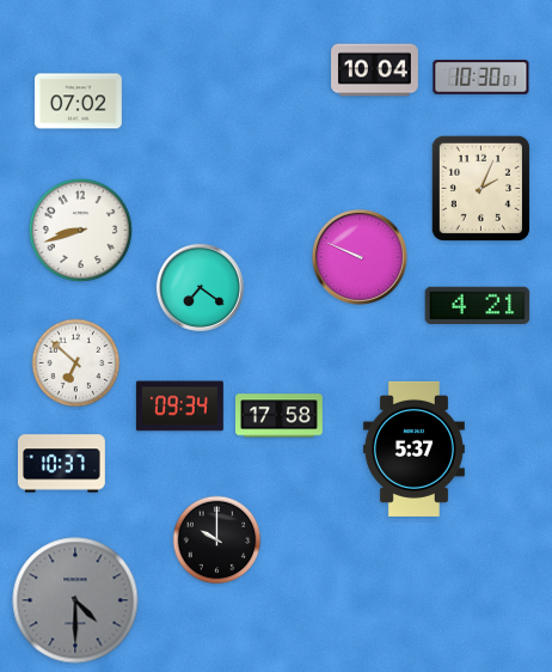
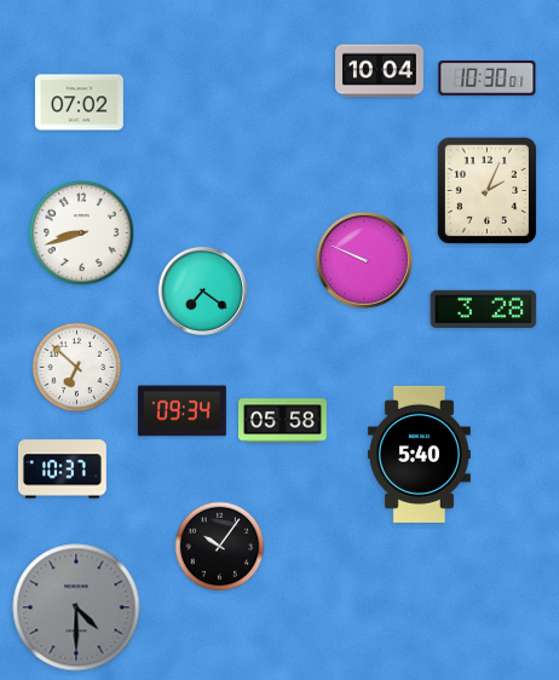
clock at (478, 306): 4:21 -> 3:28
clock at (280, 416): 17:58 -> 05:58
clock at (413, 448): 5:37 -> 5:40
clock at (217, 540): 10:00 -> 10:06
